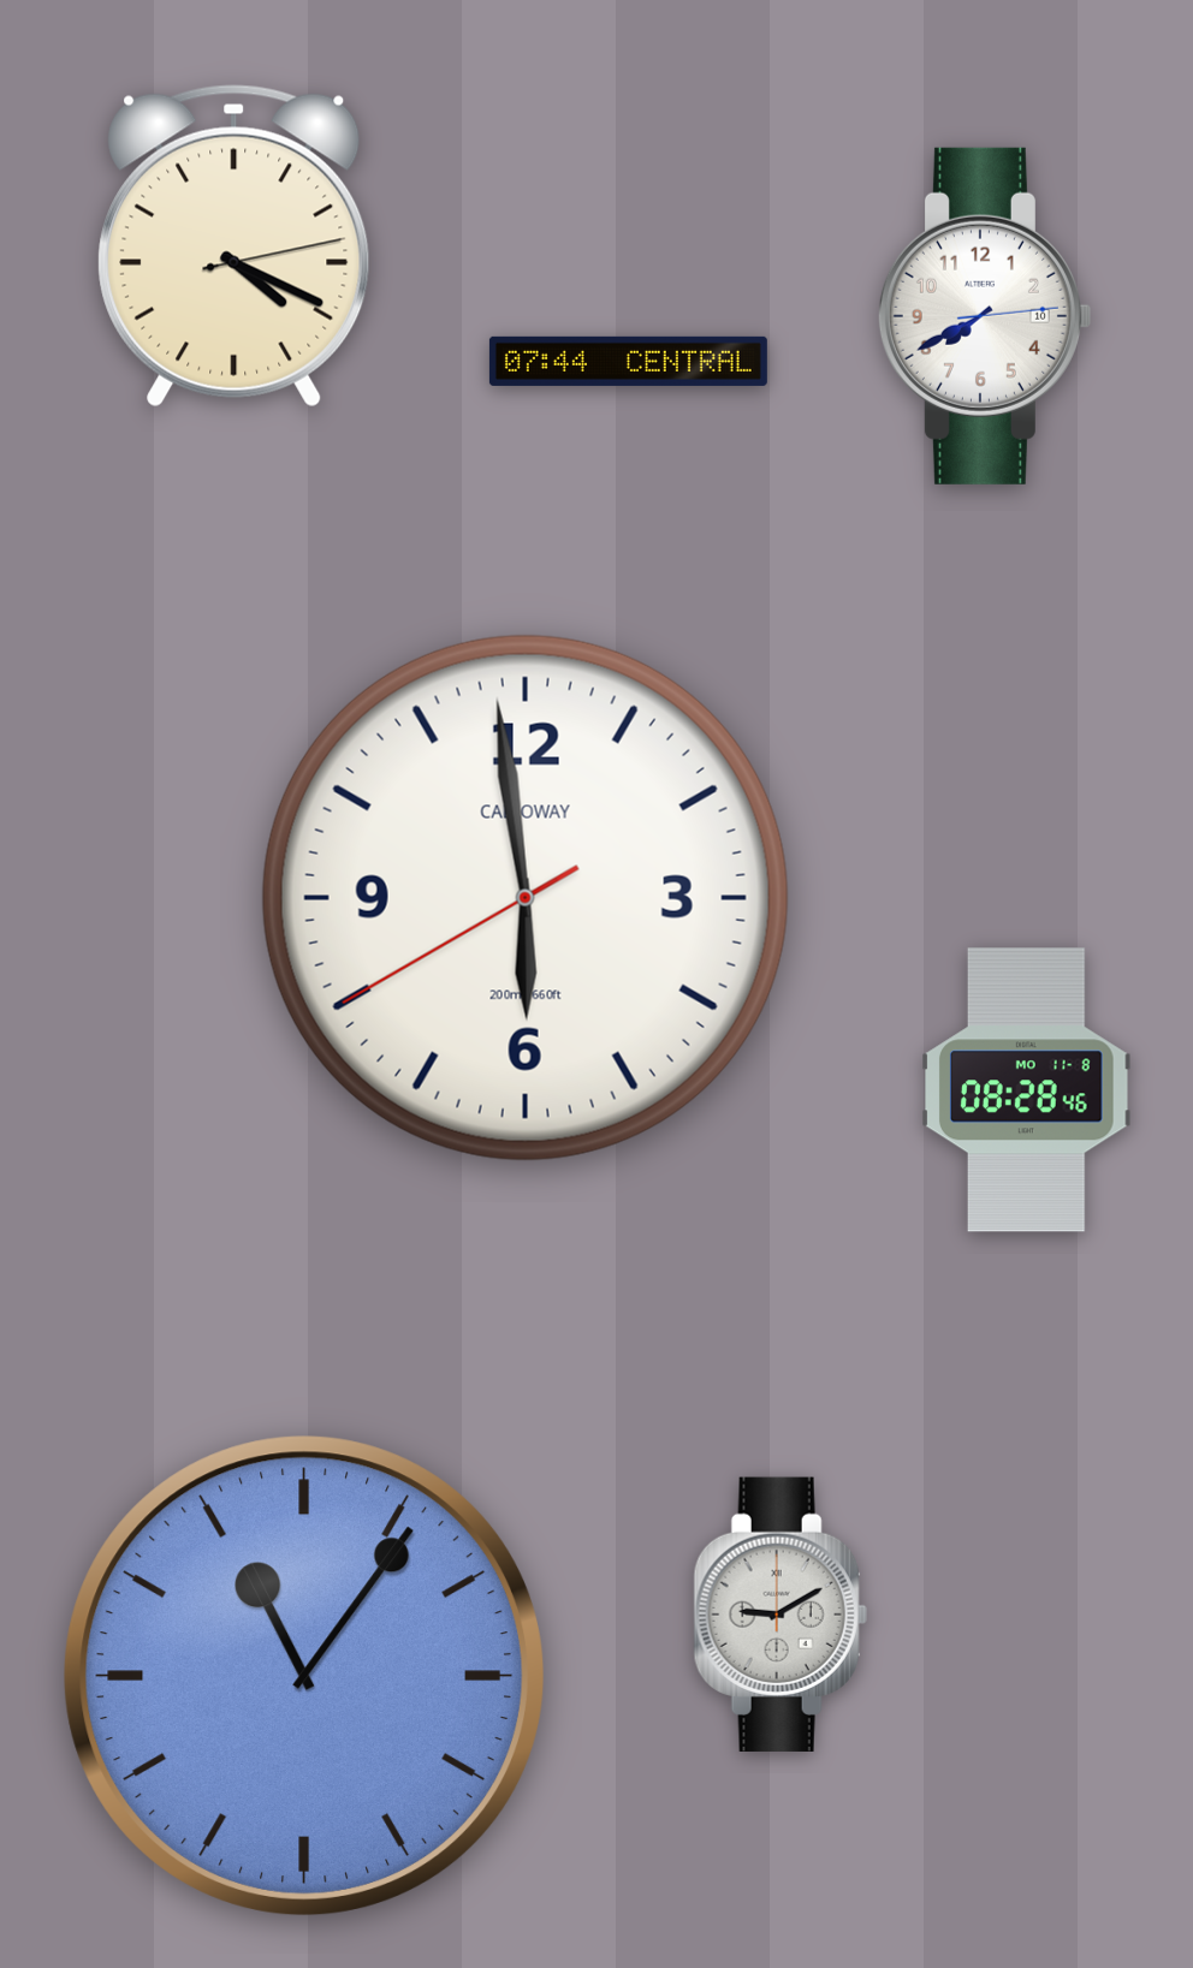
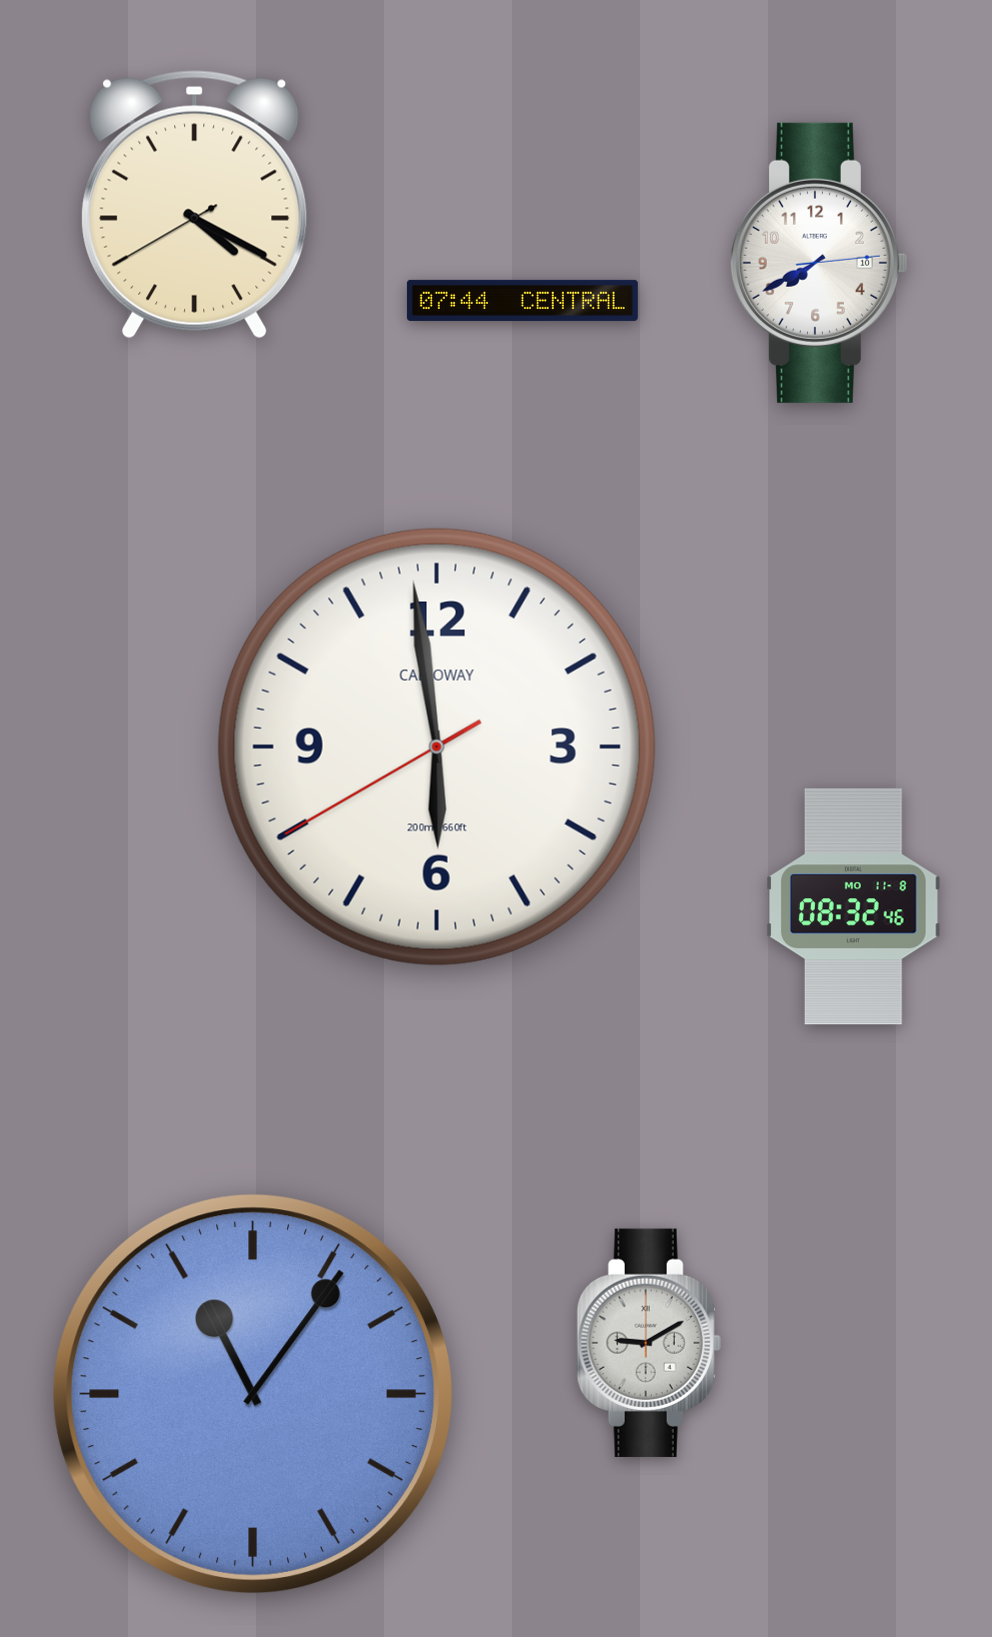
clock at (235, 246): 4:19:13 -> 4:19:40
clock at (1027, 1090): 08:28 -> 08:32
